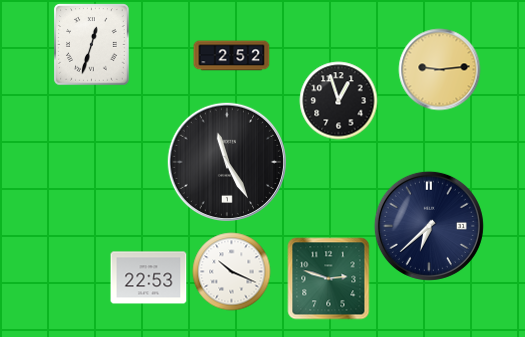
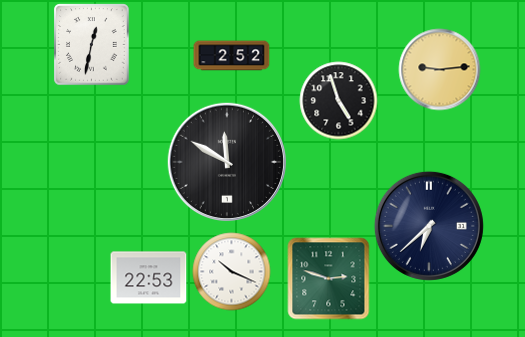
clock at (92, 45): 12:33 -> 12:32
clock at (339, 101): 12:57 -> 4:57
clock at (226, 161): 11:25 -> 11:50
